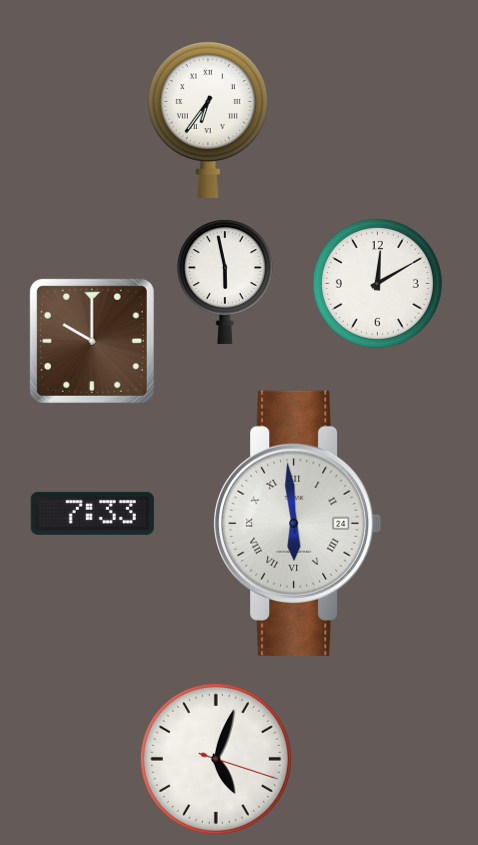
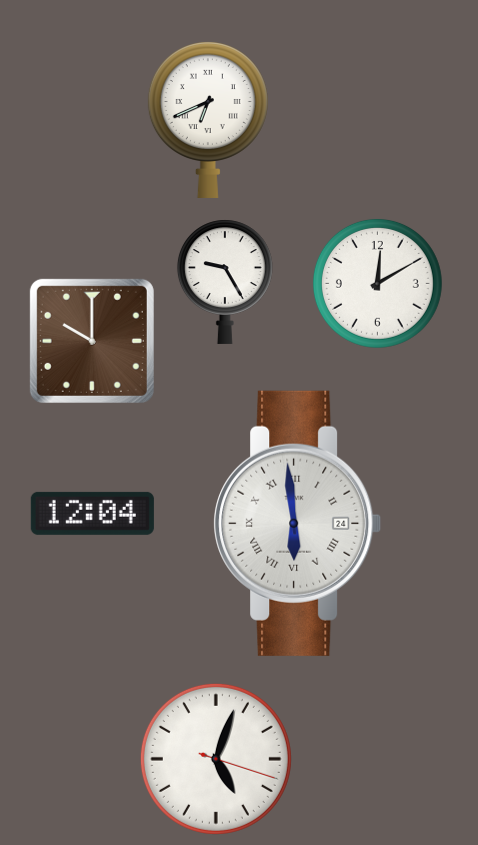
clock at (208, 119): 6:36 -> 6:41
clock at (225, 282): 5:58 -> 9:25
clock at (92, 513): 7:33 -> 12:04
